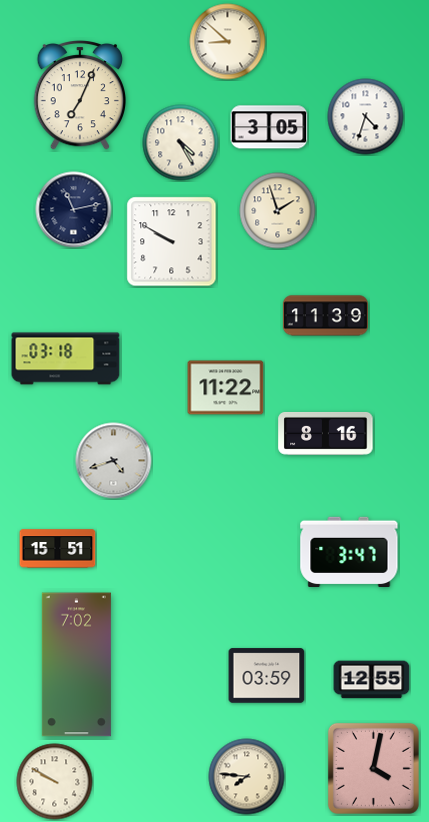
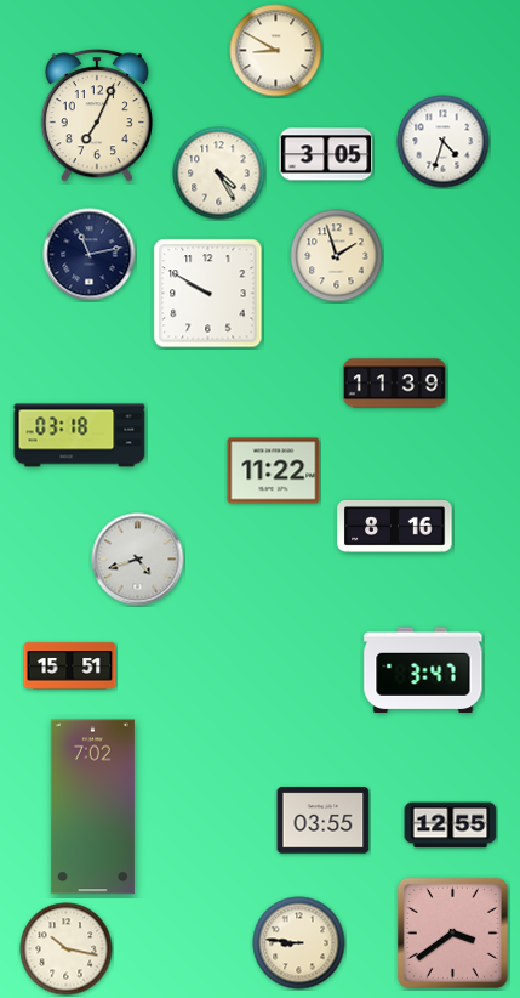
clock at (228, 42): 8:52 -> 8:50
clock at (267, 676): 03:59 -> 03:55
clock at (373, 768): 4:02 -> 3:39
clock at (247, 777): 7:46 -> 8:46
clock at (55, 782): 9:50 -> 10:17
